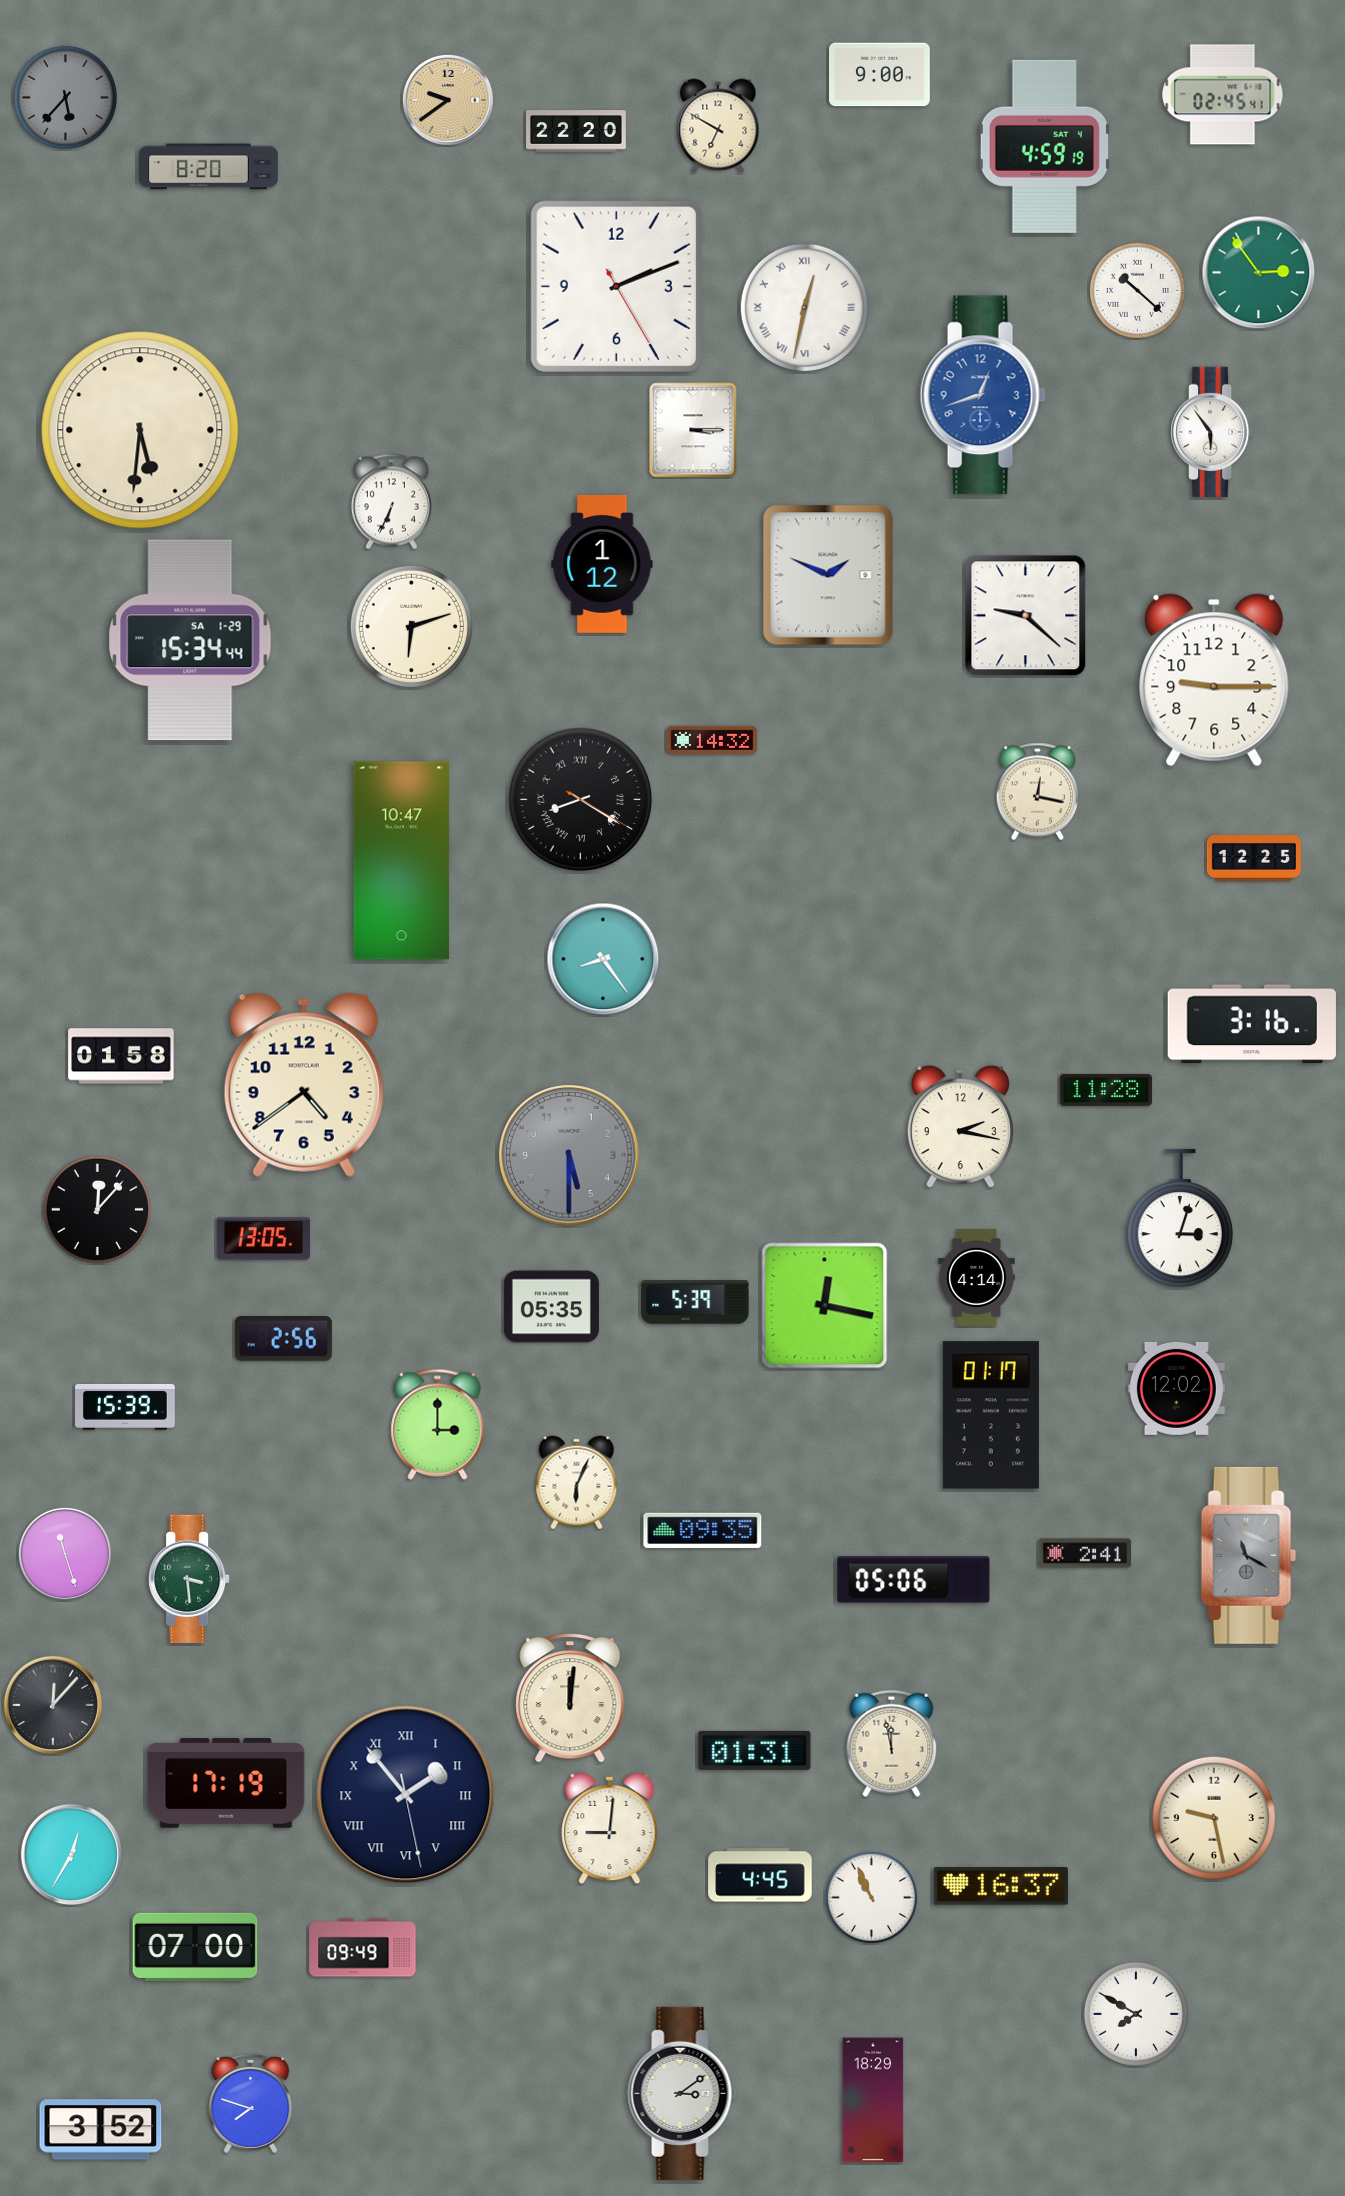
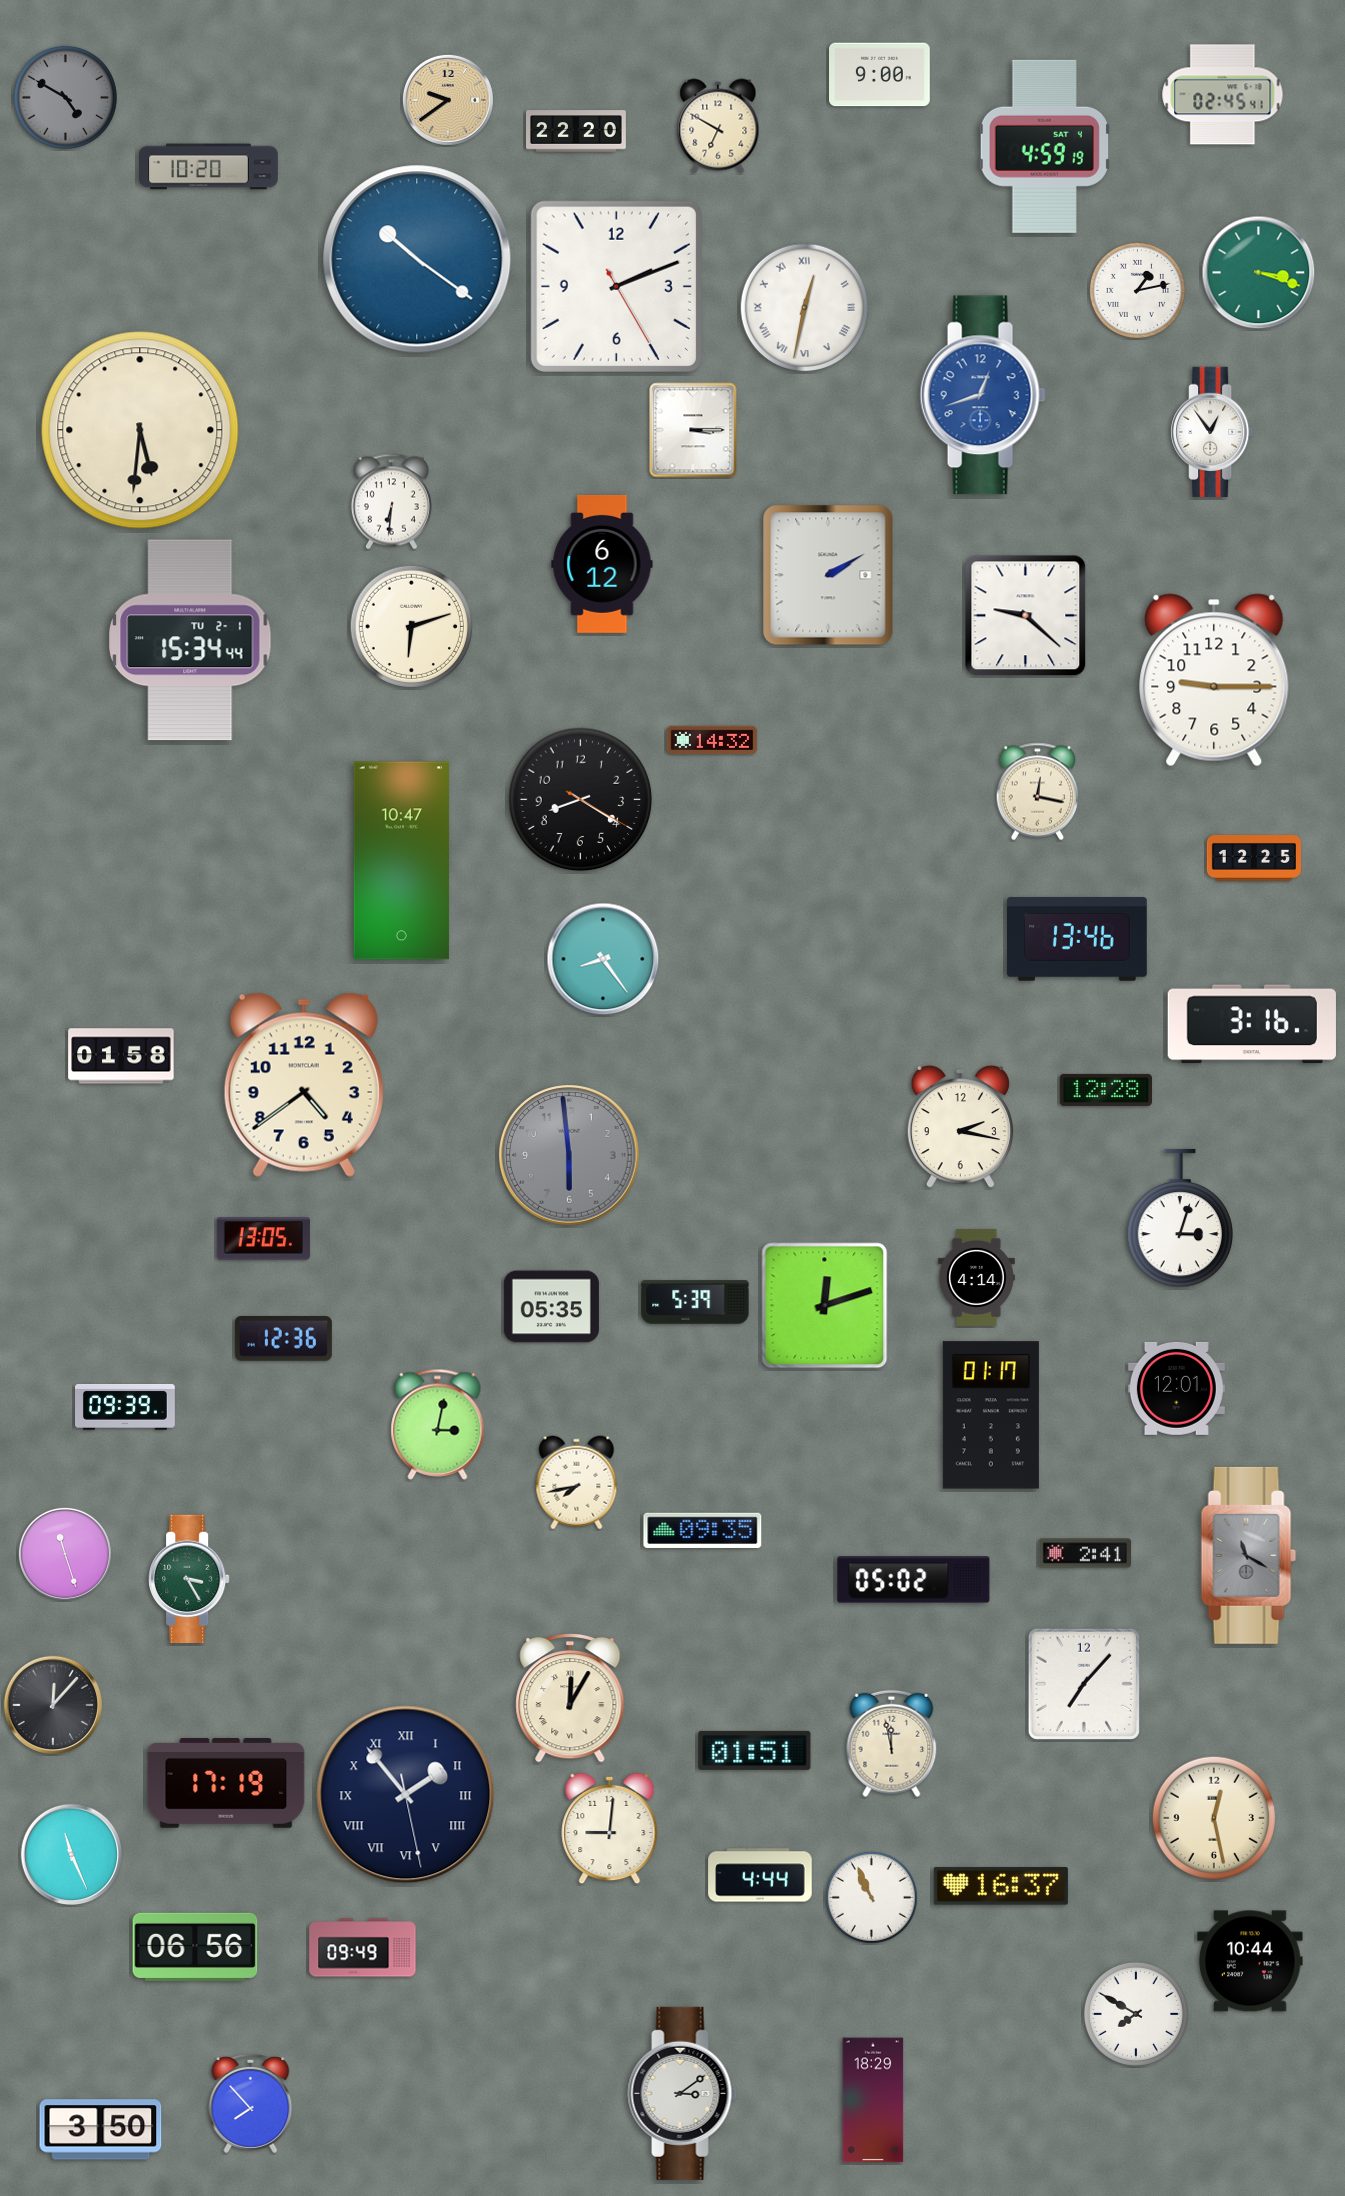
clock at (65, 97): 5:37 -> 4:50
clock at (209, 167): 8:20 -> 10:20
clock at (417, 259): none -> 10:21
clock at (1259, 273): 2:54 -> 3:18
clock at (1137, 290): 10:22 -> 1:13
clock at (1212, 431): 5:54 -> 12:54
clock at (391, 502): 6:34 -> 6:31
clock at (602, 564): 1:12 -> 6:12
clock at (828, 575): 1:49 -> 2:10
clock at (190, 640) date: SA 1-29 -> TU 2-1
clock at (581, 800) numerals: Roman -> Arabic
clock at (1078, 939): none -> 13:46
clock at (1105, 1090): 11:28 -> 12:28
clock at (569, 1155): 5:30 -> 5:59
clock at (97, 1209): 12:07 -> none
clock at (825, 1306): 12:17 -> 12:12
clock at (283, 1339): 2:56 -> 12:36
clock at (1176, 1388): 12:02 -> 12:01
clock at (126, 1407): 15:39 -> 09:39
clock at (438, 1424): 3:00 -> 3:02
clock at (577, 1483): 6:04 -> 7:43
clock at (190, 1579): 3:29 -> 3:25
clock at (914, 1580): 05:06 -> 05:02
clock at (1084, 1684): none -> 7:07
clock at (570, 1698): 12:01 -> 12:05
clock at (755, 1750): 01:31 -> 01:51
clock at (1213, 1817): 9:28 -> 12:28
clock at (72, 1855): 12:35 -> 11:26
clock at (760, 1875): 4:45 -> 4:44
clock at (195, 1947): 07:00 -> 06:56
clock at (1250, 1961): none -> 10:44
clock at (251, 2103): 7:48 -> 7:53
clock at (101, 2130): 3:52 -> 3:50
